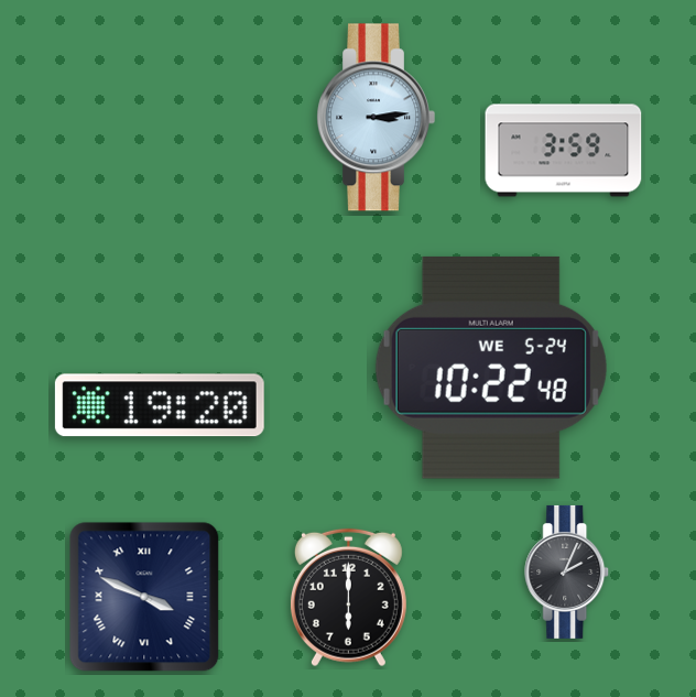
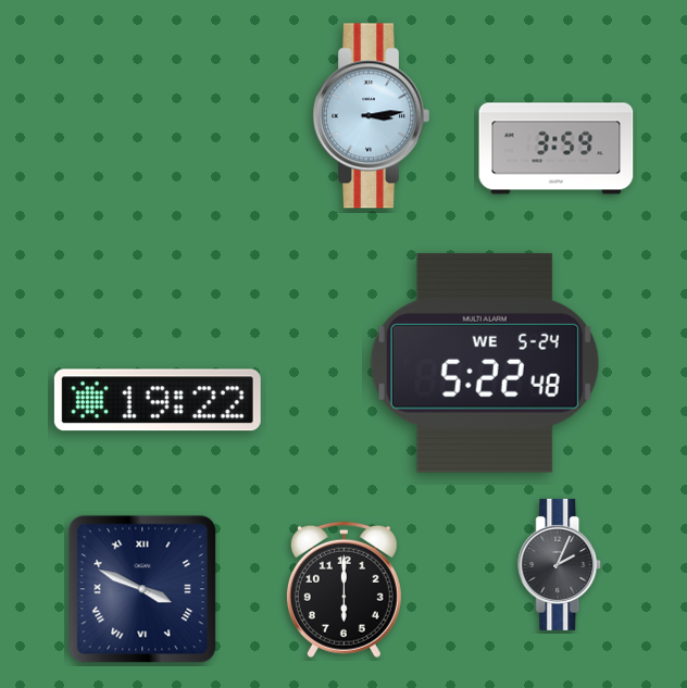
clock at (491, 368): 10:22 -> 5:22
clock at (160, 405): 19:20 -> 19:22
